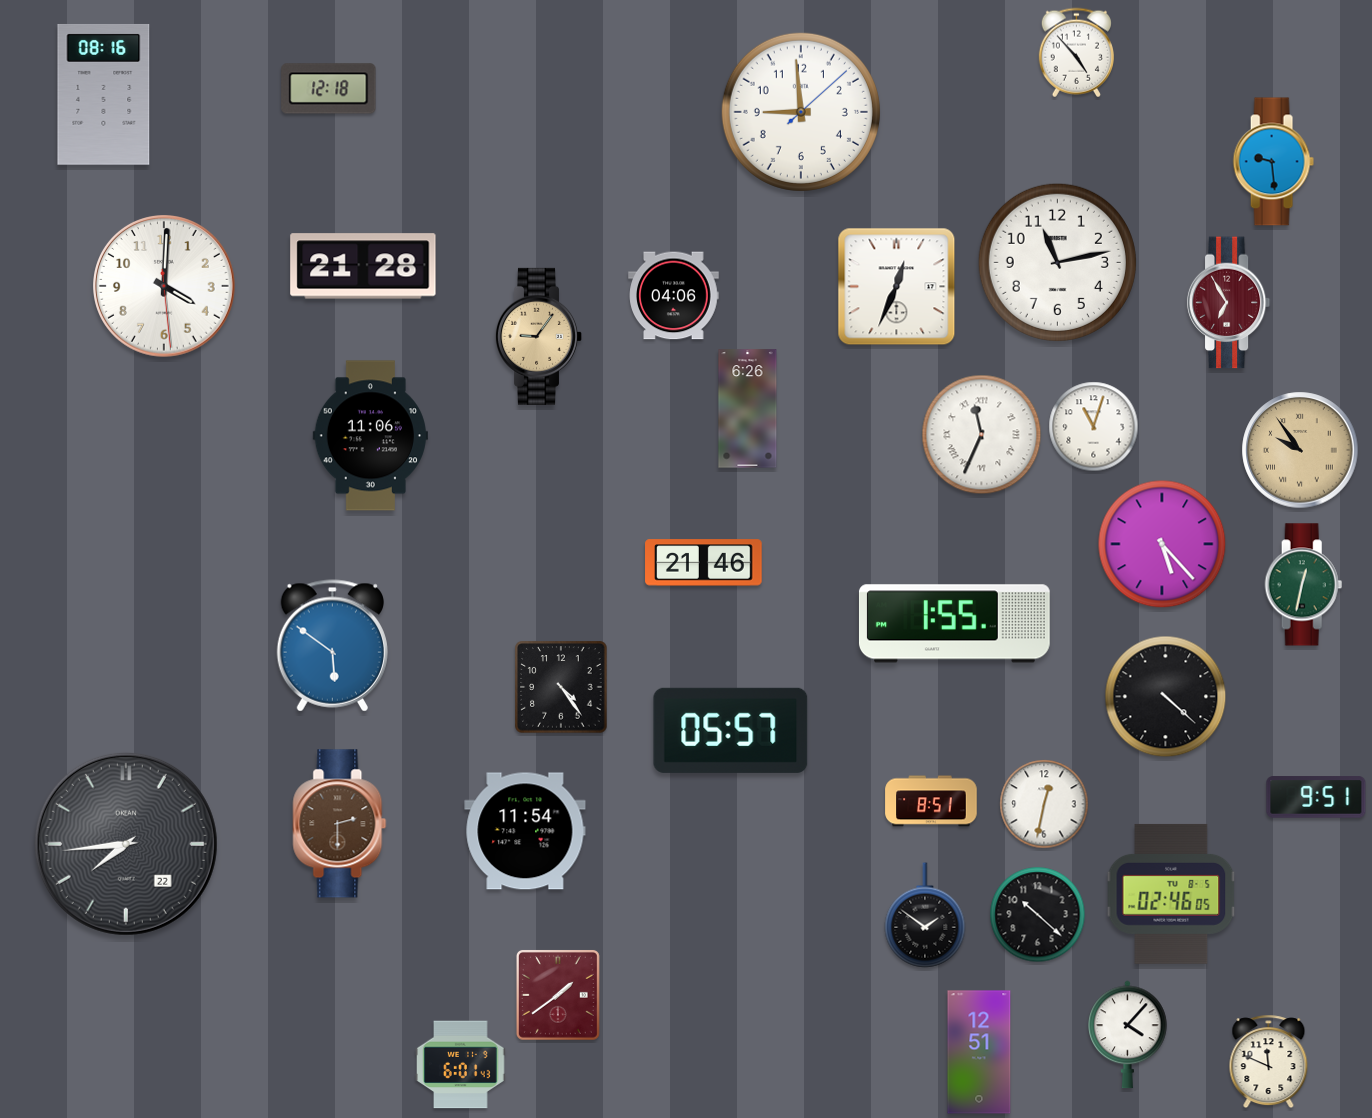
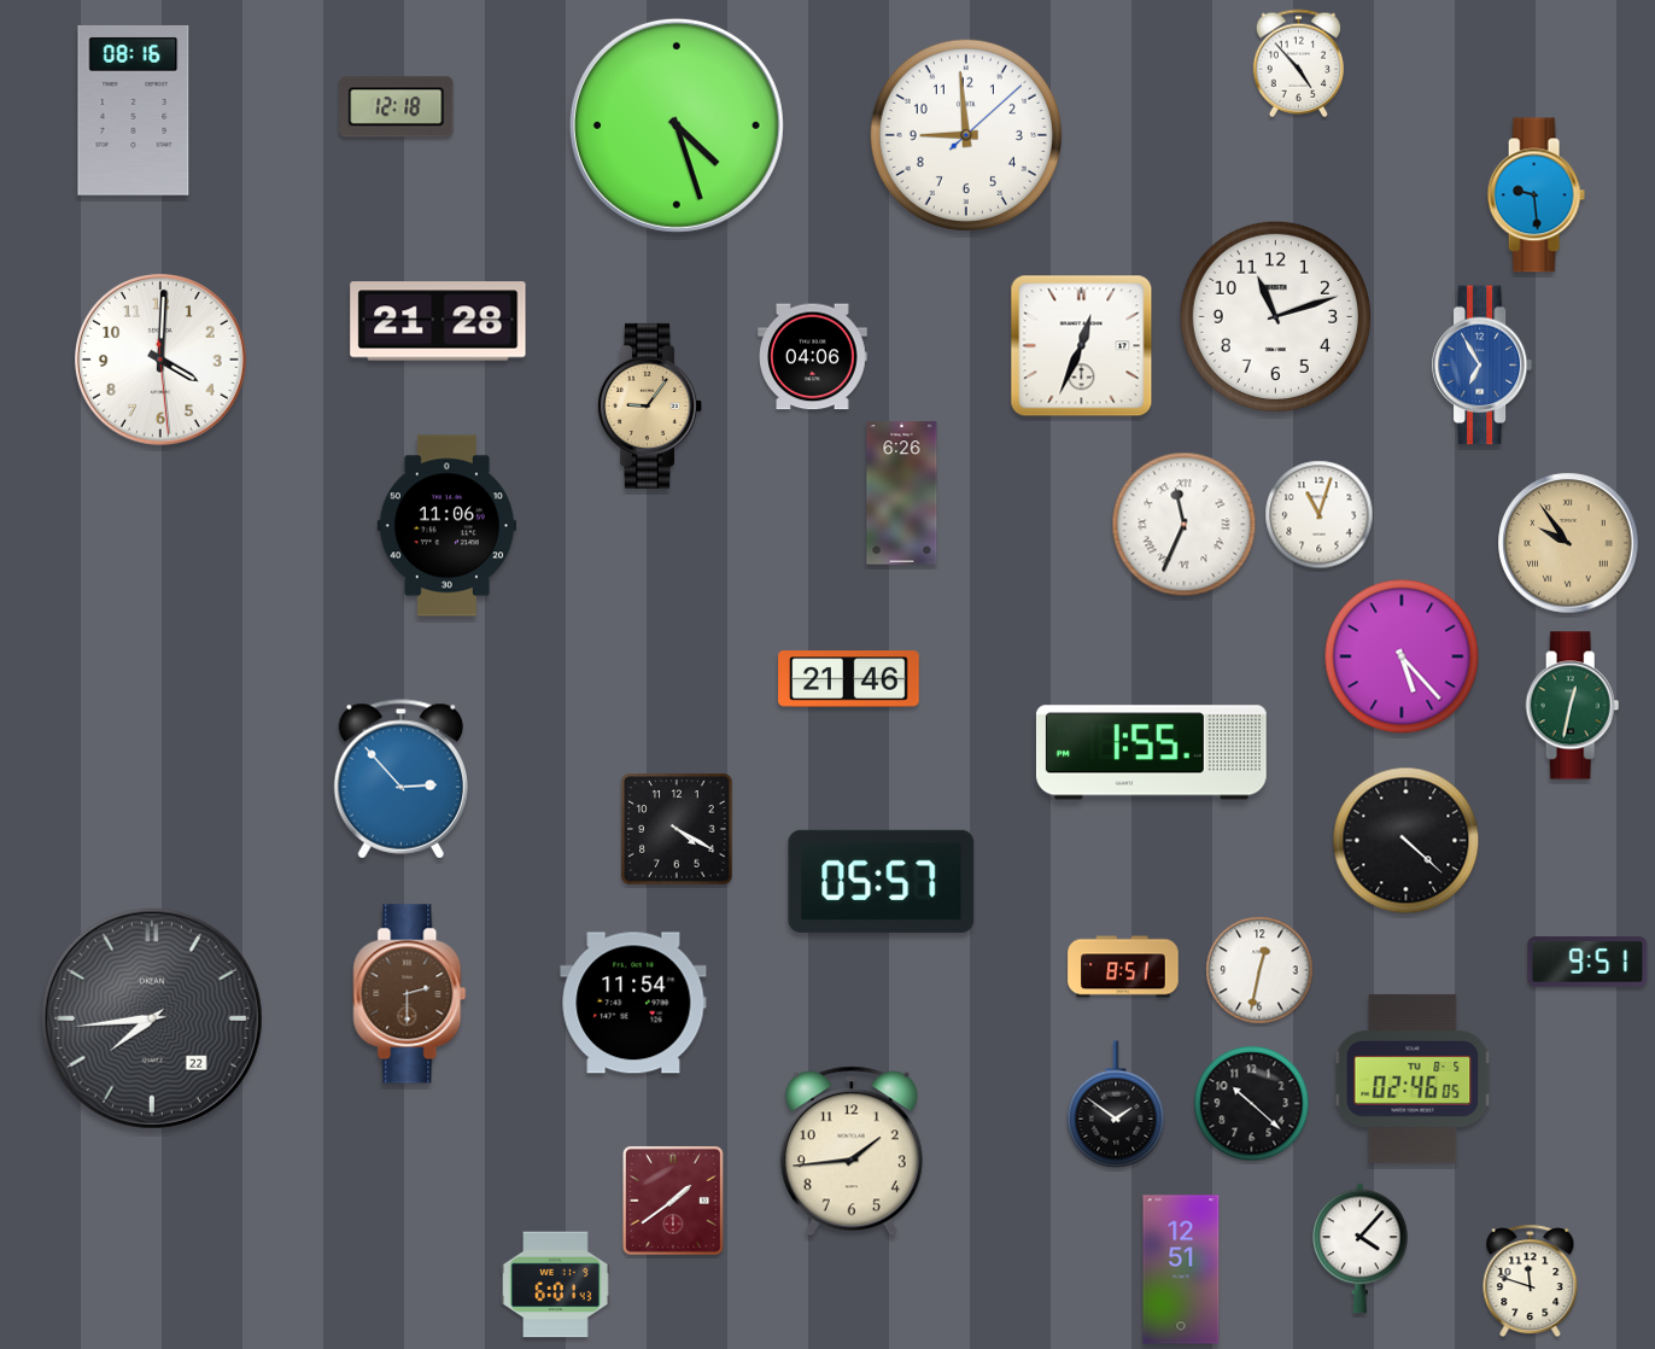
clock at (104, 94) position: (104, 94) -> (134, 110)
clock at (677, 125): none -> 4:27
clock at (1057, 262): 11:13 -> 11:12
clock at (165, 287) position: (165, 287) -> (162, 361)
clock at (1229, 303) dial: burgundy -> blue
clock at (332, 646): 5:51 -> 2:53
clock at (561, 687): 4:24 -> 4:20
clock at (852, 1151): none -> 1:44
clock at (1269, 1062): 11:49 -> 11:48
